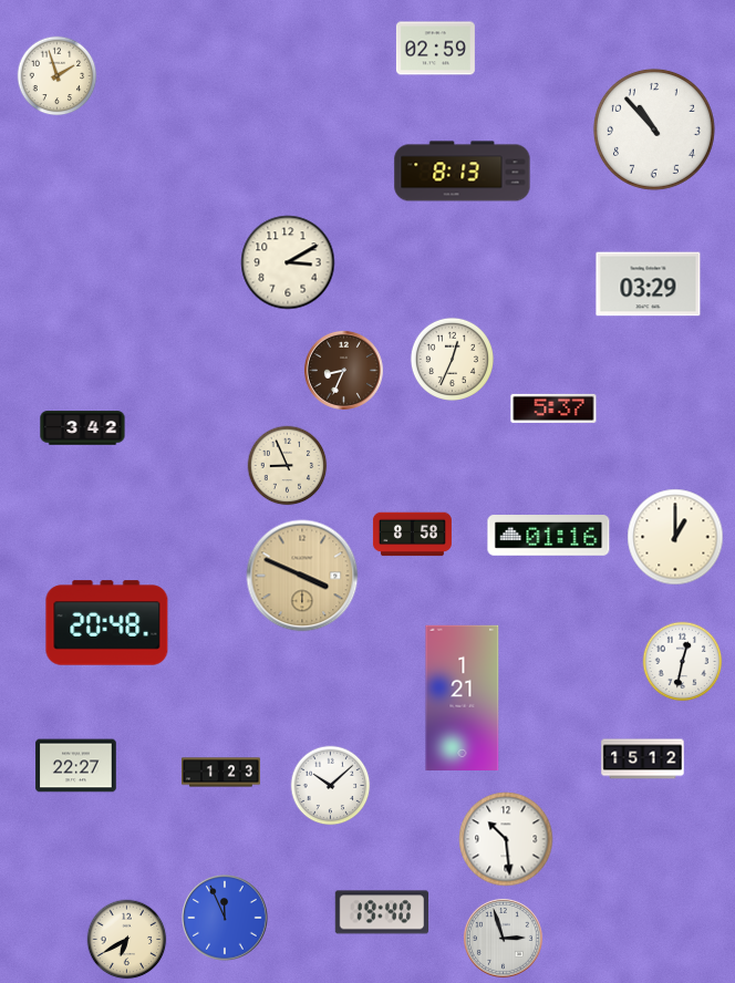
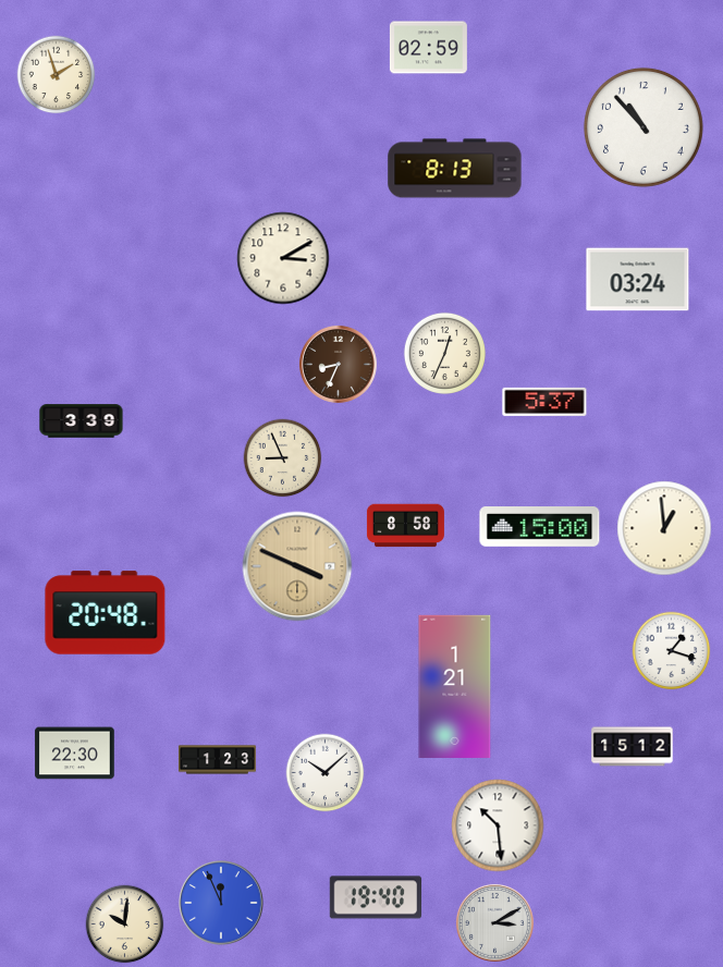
clock at (649, 284): 03:29 -> 03:24
clock at (83, 428): 3:42 -> 3:39
clock at (549, 536): 01:16 -> 15:00
clock at (675, 537): 1:00 -> 12:59
clock at (683, 662): 12:32 -> 1:18
clock at (76, 766): 22:27 -> 22:30
clock at (503, 938): 2:57 -> 3:10
clock at (127, 940): 6:40 -> 10:01
